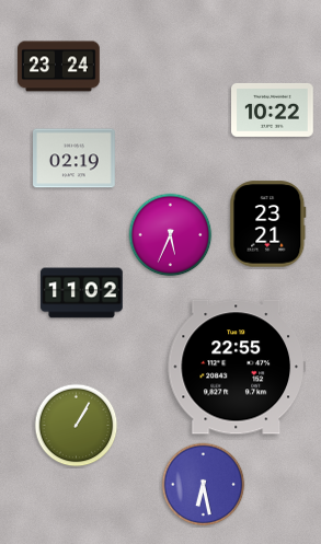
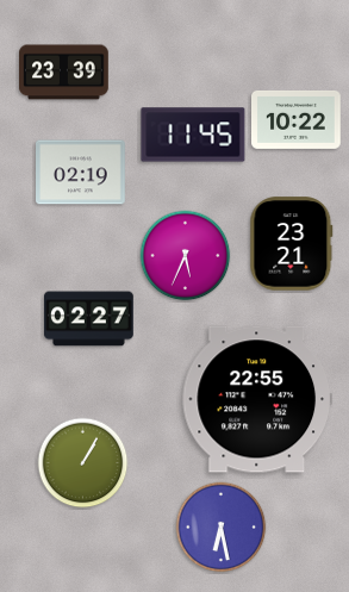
clock at (59, 67): 23:24 -> 23:39
clock at (193, 135): none -> 11:45
clock at (82, 293): 11:02 -> 02:27
